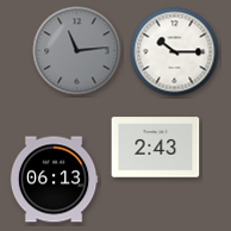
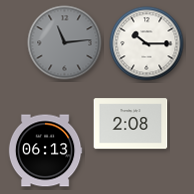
clock at (156, 148): 2:43 -> 2:08
